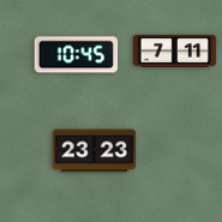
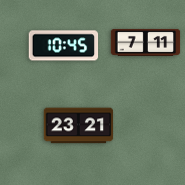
clock at (95, 151): 23:23 -> 23:21
